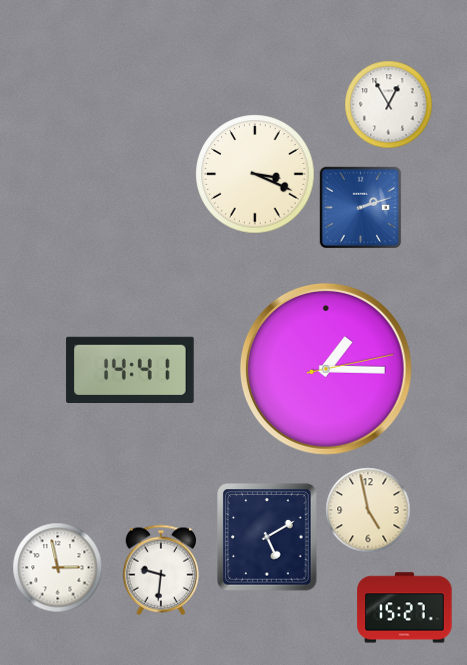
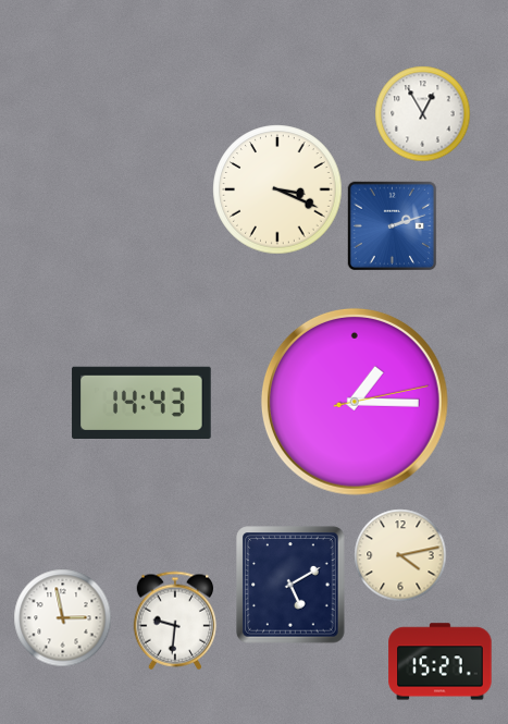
clock at (130, 369): 14:41 -> 14:43
clock at (368, 510): 4:58 -> 4:13
